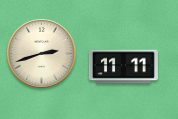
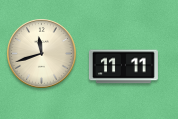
clock at (42, 54): 2:42 -> 11:42
